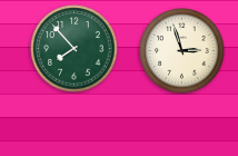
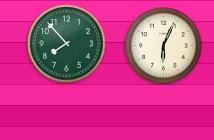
clock at (182, 51): 2:57 -> 6:04
